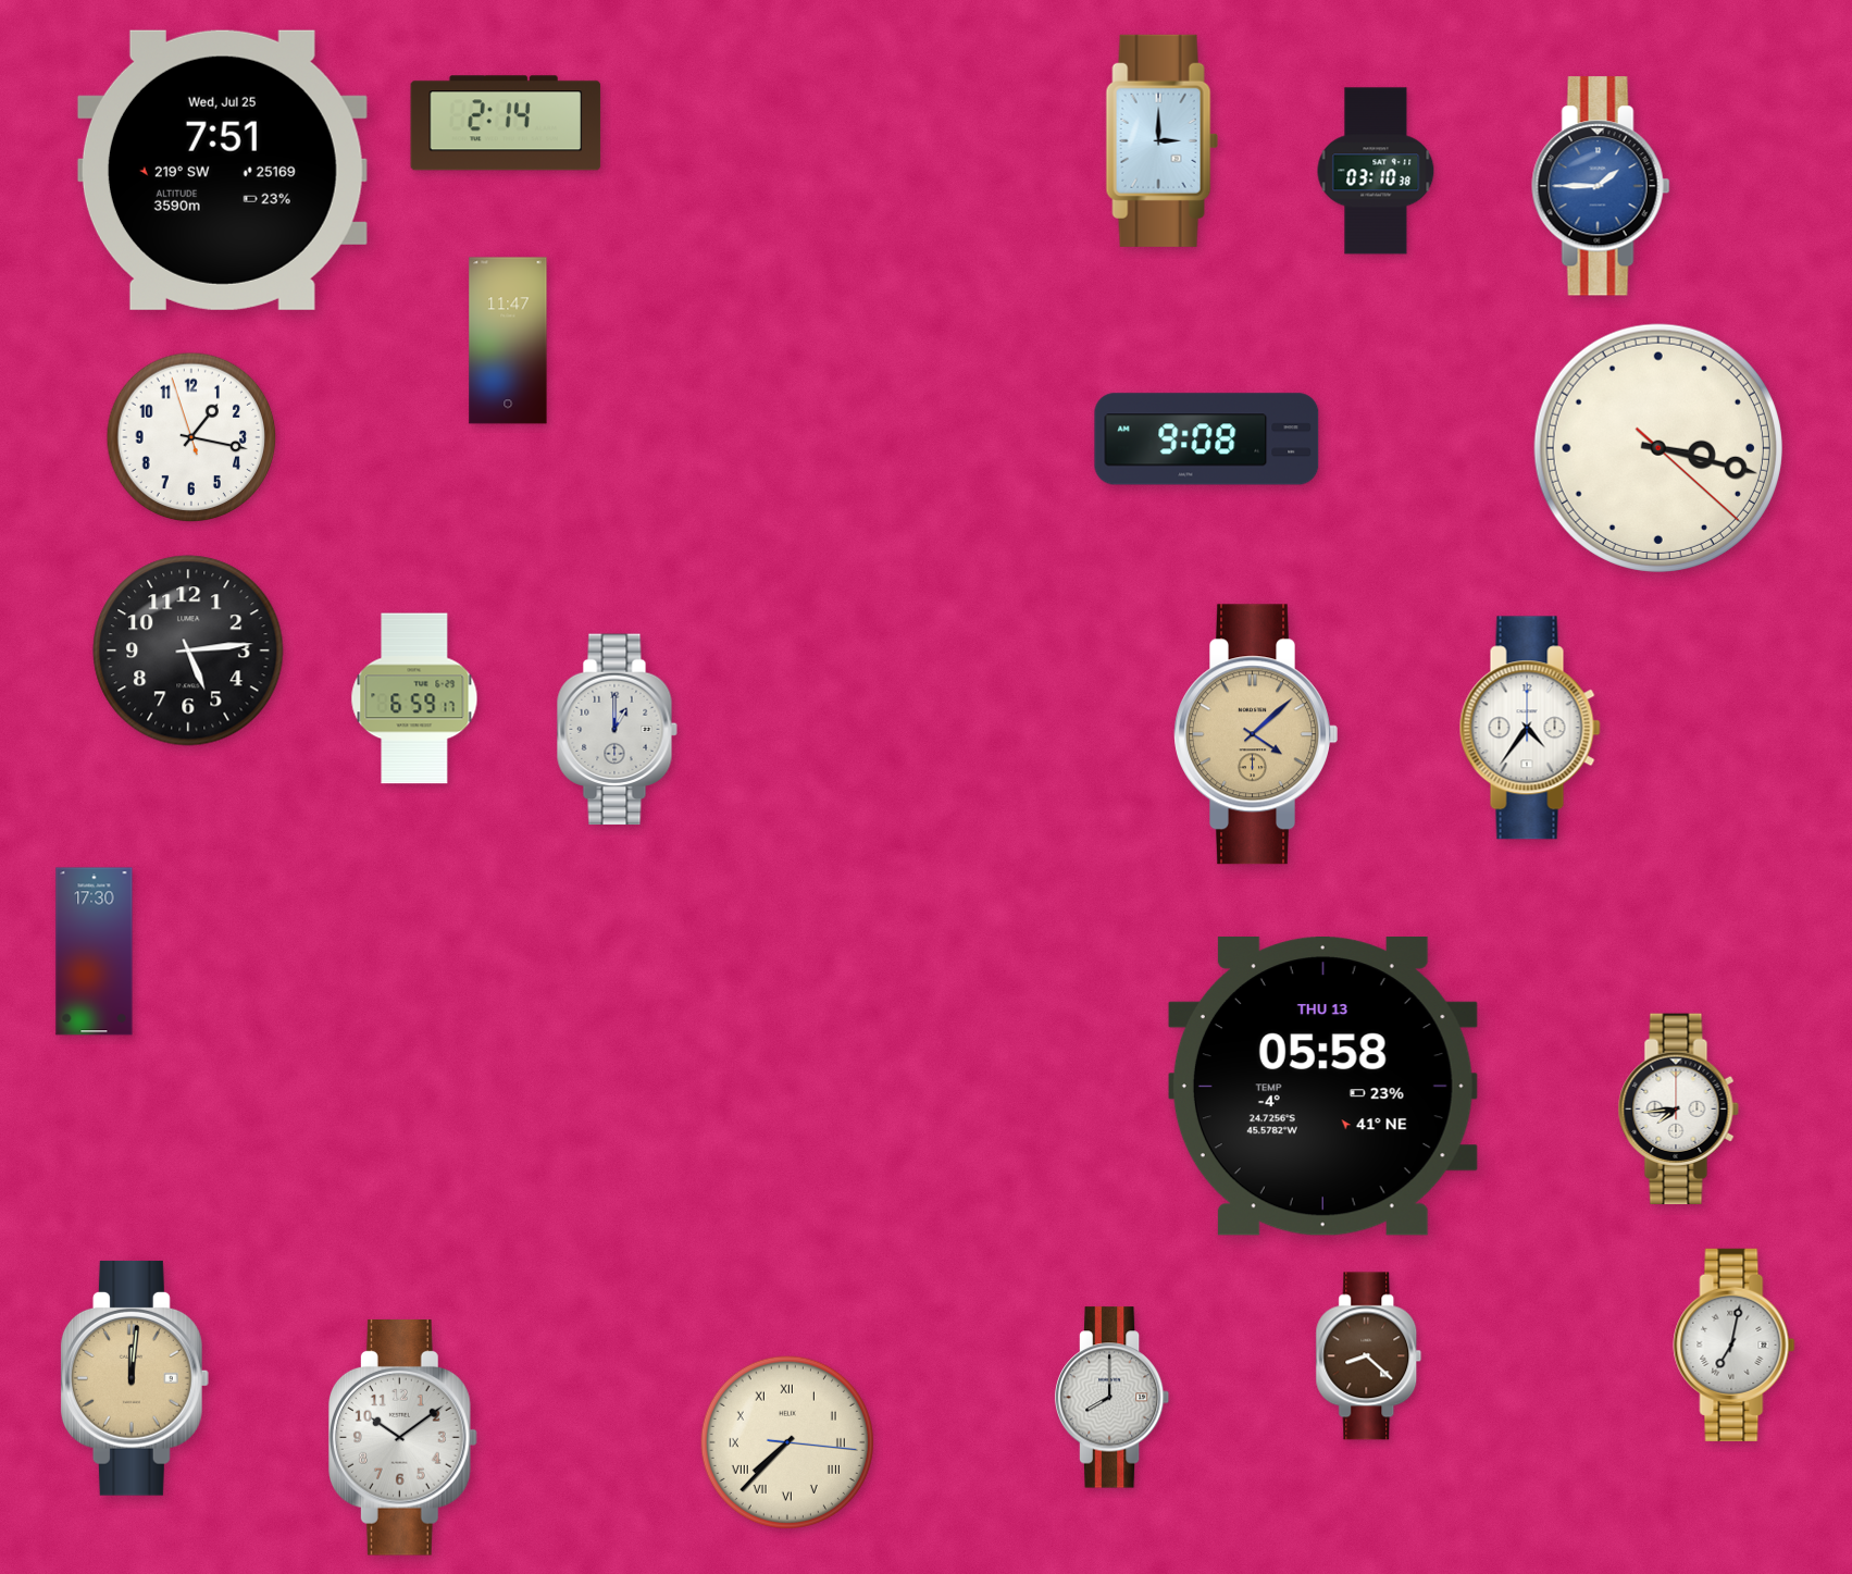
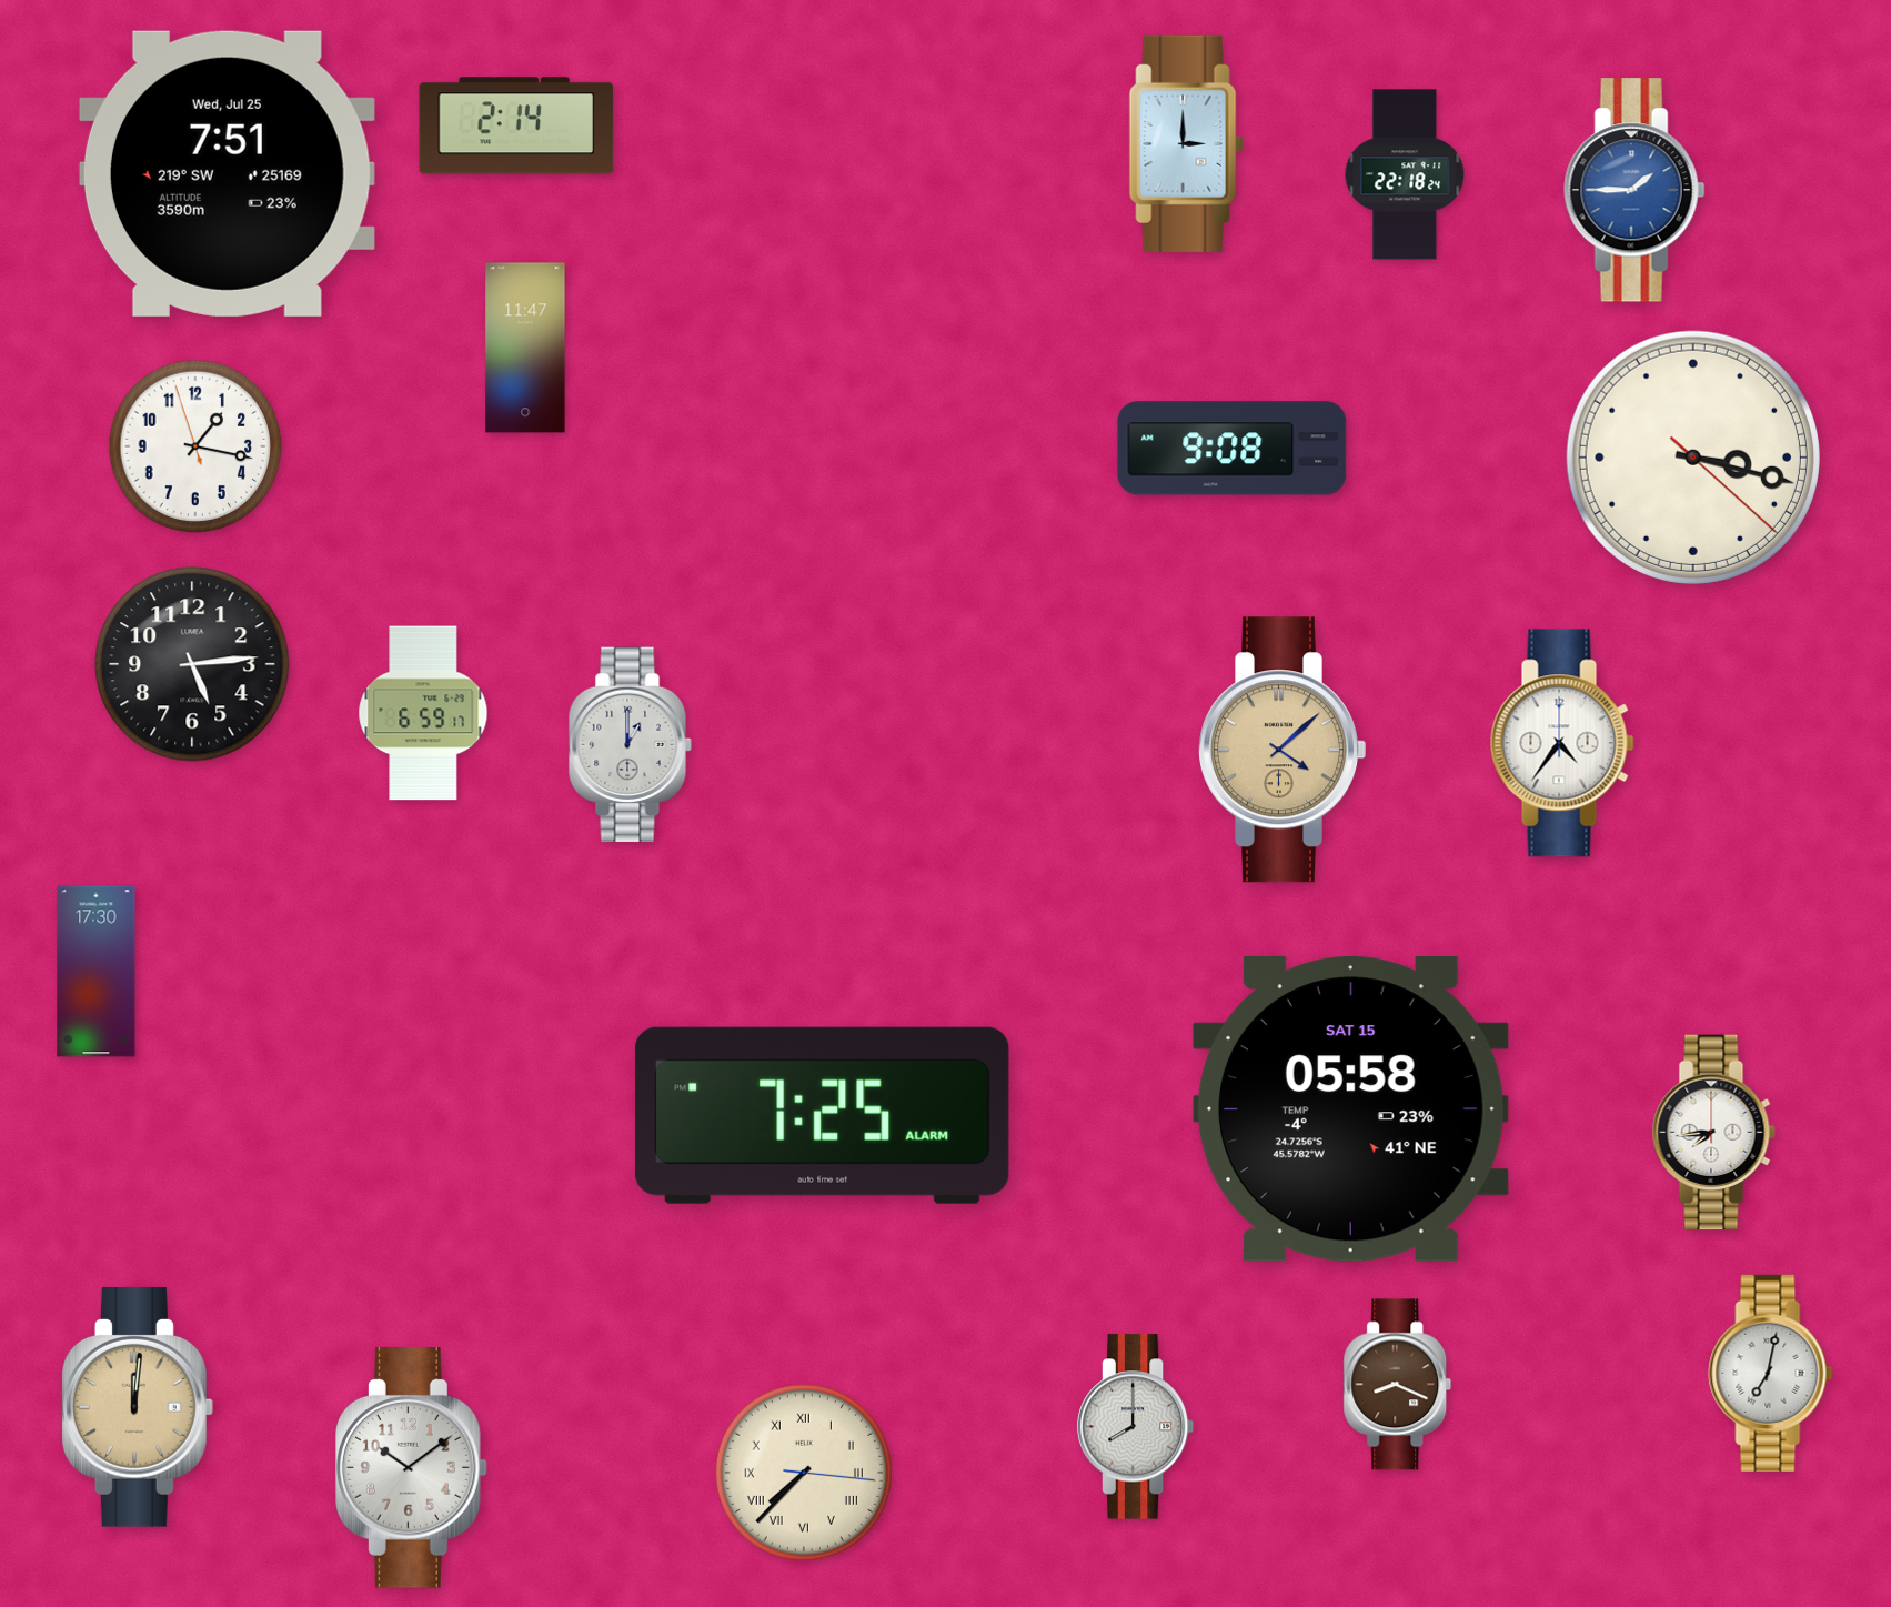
clock at (1376, 171): 03:10 -> 22:18
clock at (508, 340) position: (508, 340) -> (525, 348)
clock at (1322, 1087) date: THU 13 -> SAT 15
clock at (822, 1115): none -> 7:25
clock at (1369, 1356): 8:22 -> 8:19
